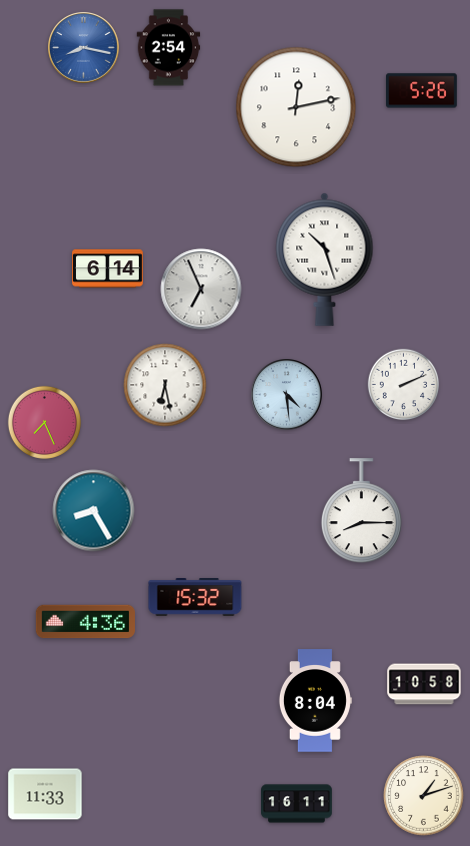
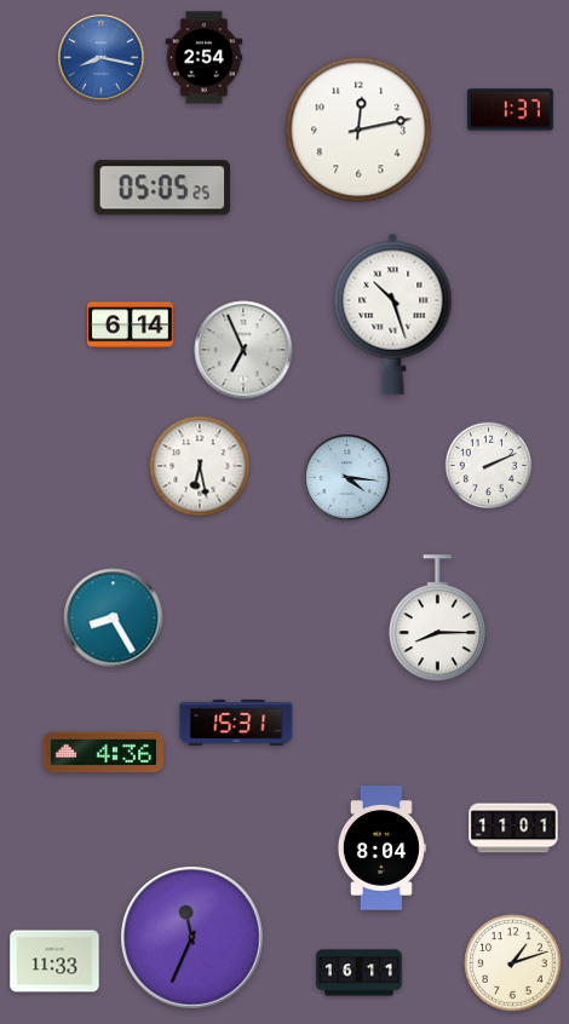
clock at (422, 91): 5:26 -> 1:37
clock at (162, 188): none -> 05:05
clock at (287, 395): 4:29 -> 4:16
clock at (44, 422): 7:26 -> none
clock at (195, 598): 15:32 -> 15:31
clock at (424, 684): 10:58 -> 11:01
clock at (192, 938): none -> 11:34
